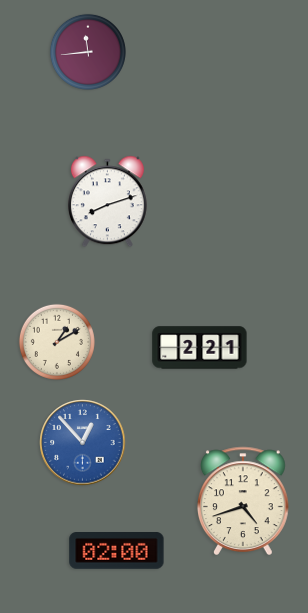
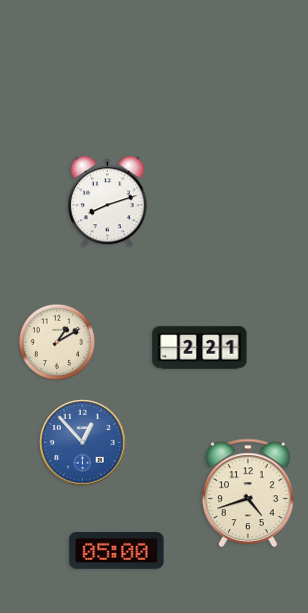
clock at (88, 52): 11:44 -> none
clock at (244, 500) position: (244, 500) -> (249, 492)
clock at (117, 551): 02:00 -> 05:00
